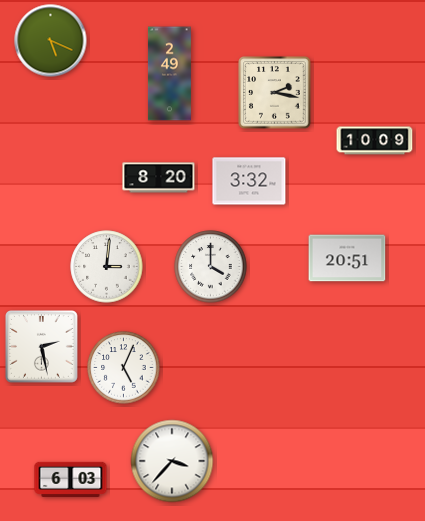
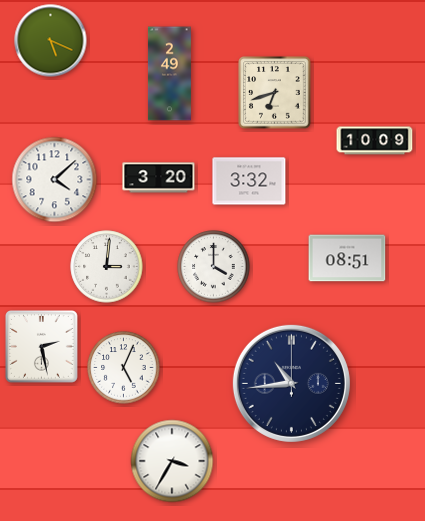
clock at (275, 93): 2:17 -> 6:42
clock at (159, 178): 8:20 -> 3:20
clock at (55, 180): none -> 4:08
clock at (347, 258): 20:51 -> 08:51
clock at (211, 267) position: (211, 267) -> (214, 267)
clock at (291, 383): none -> 10:44
clock at (172, 461): 3:37 -> 3:35
clock at (71, 479): 6:03 -> none
